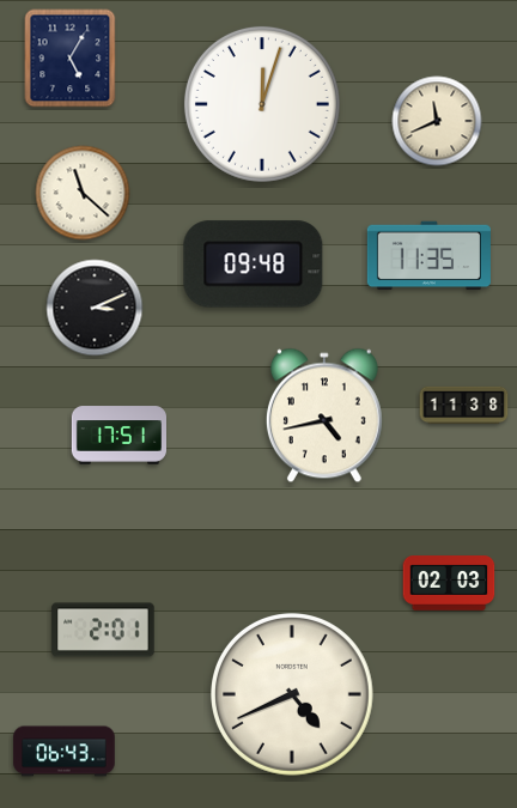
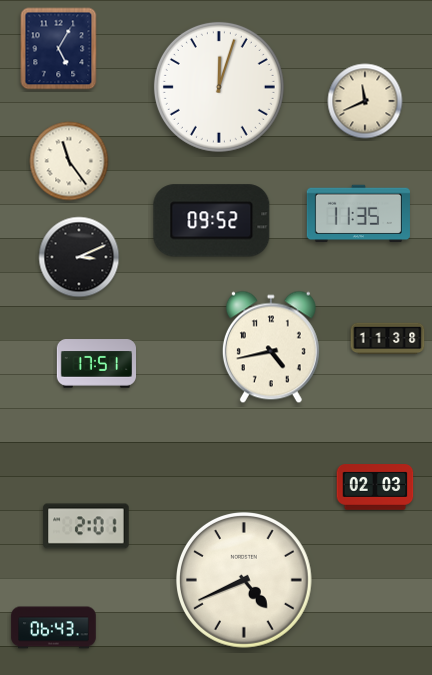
clock at (83, 193): 11:22 -> 11:24
clock at (254, 265): 09:48 -> 09:52
clock at (118, 436) position: (118, 436) -> (96, 364)
